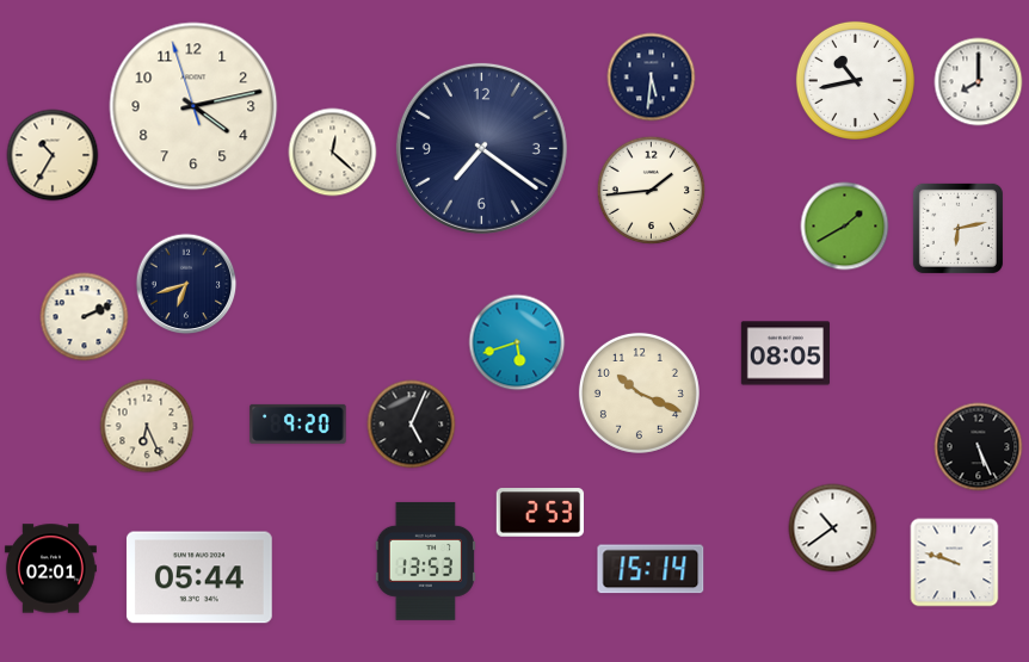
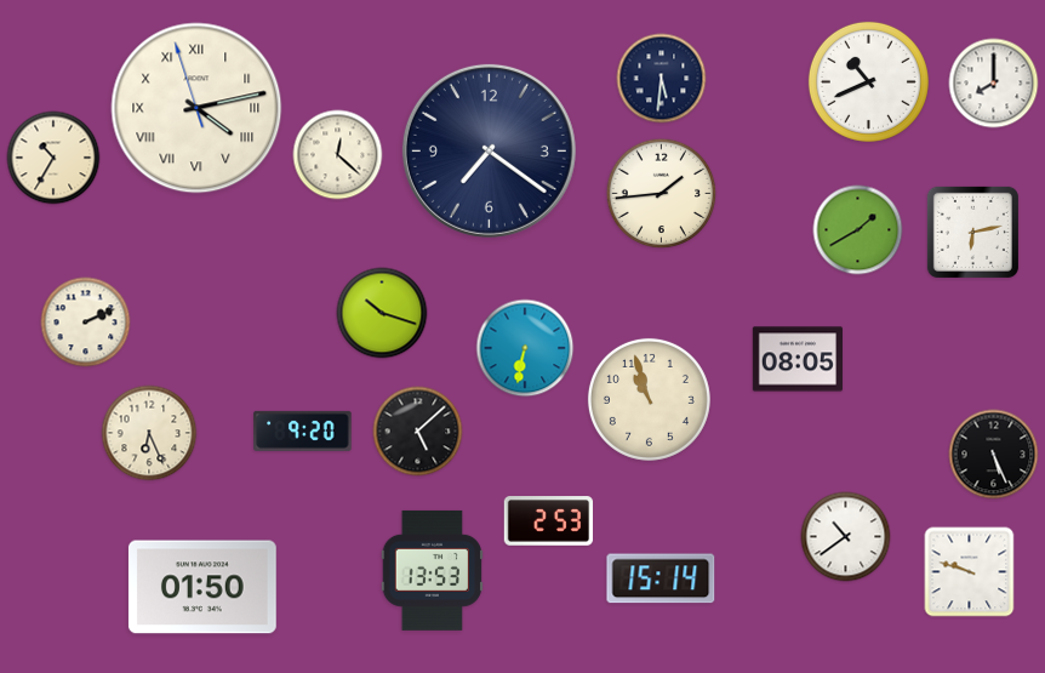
clock at (855, 80): 10:43 -> 10:41
clock at (193, 106) numerals: Arabic -> Roman
clock at (186, 284): 6:42 -> none
clock at (382, 313): none -> 10:18
clock at (517, 342): 5:42 -> 6:32
clock at (639, 392): 10:19 -> 10:57
clock at (412, 425): 5:04 -> 5:08
clock at (50, 569): 02:01 -> none
clock at (199, 577): 05:44 -> 01:50
